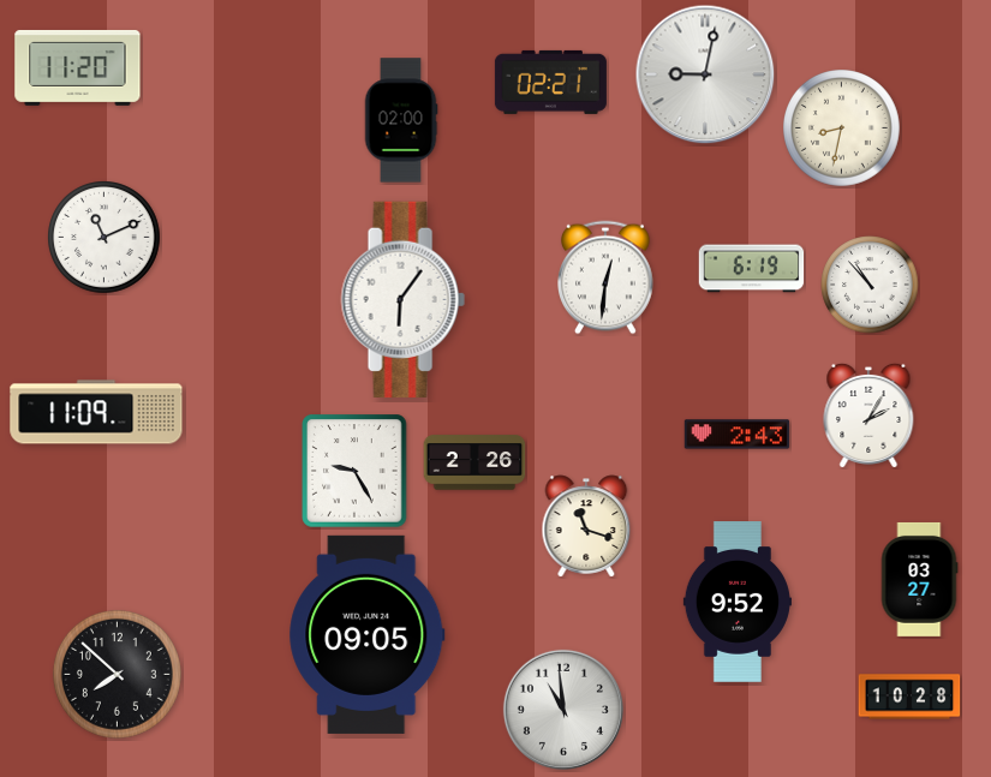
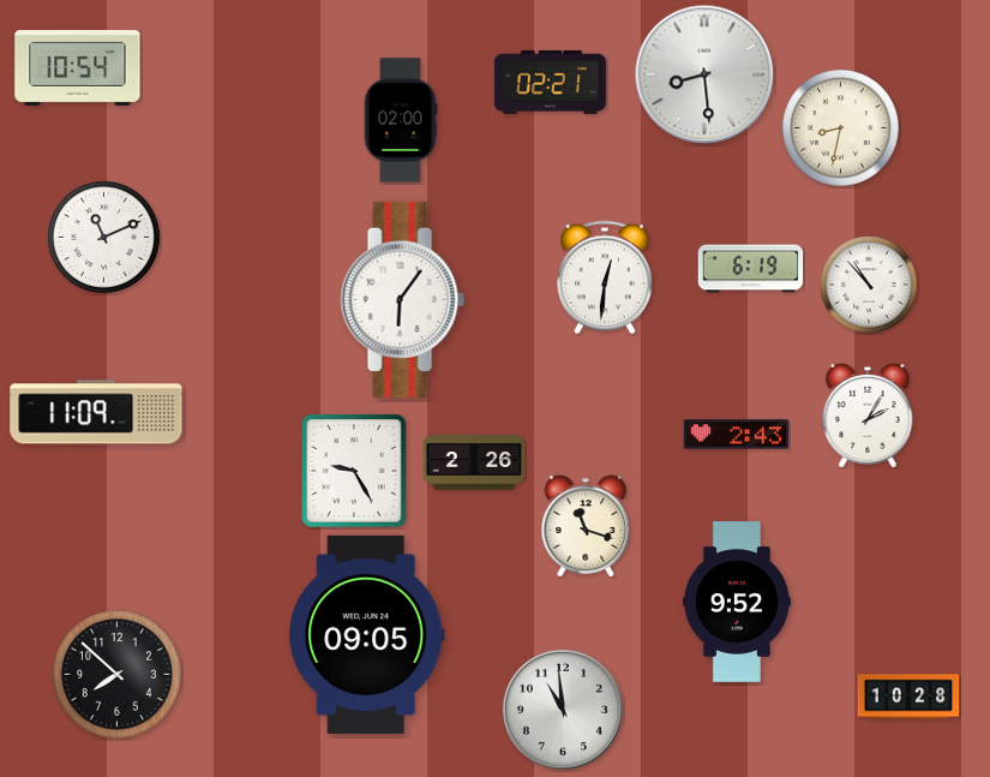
clock at (78, 67): 11:20 -> 10:54
clock at (705, 74): 9:02 -> 8:29
clock at (919, 579): 03:27 -> none
